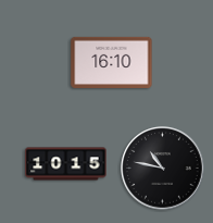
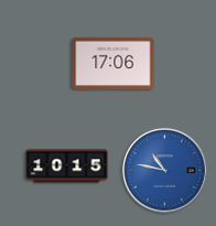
clock at (112, 62): 16:10 -> 17:06
clock at (163, 169) dial: black -> blue
